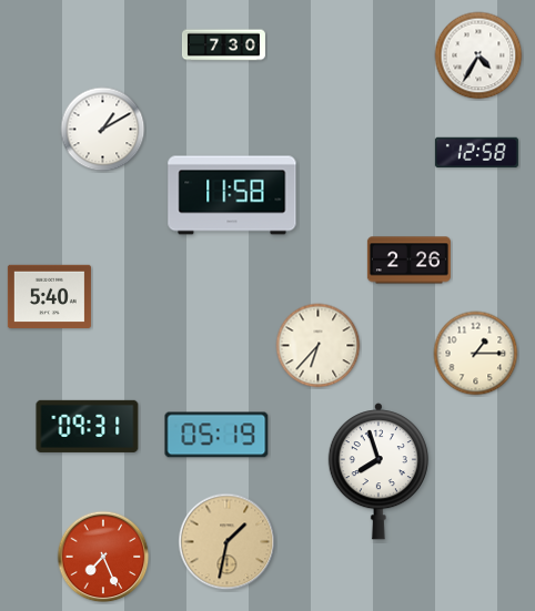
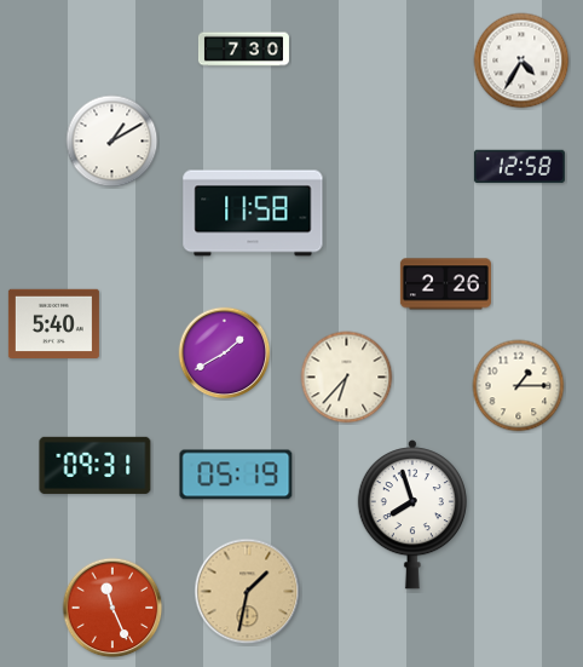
clock at (225, 353): none -> 1:40
clock at (103, 557): 7:26 -> 11:26
